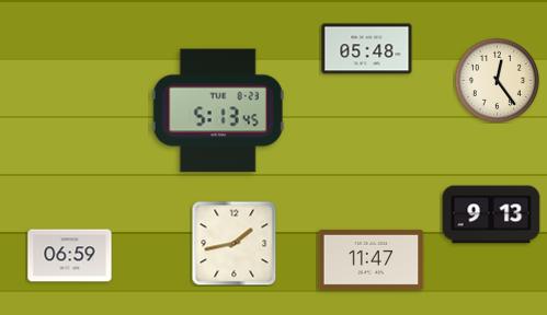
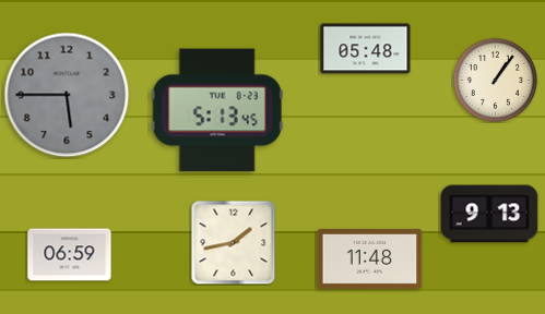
clock at (497, 80): 12:24 -> 1:06
clock at (67, 95): none -> 5:45
clock at (372, 259): 11:47 -> 11:48
